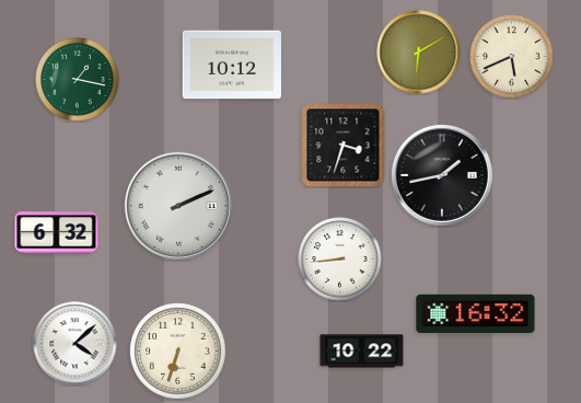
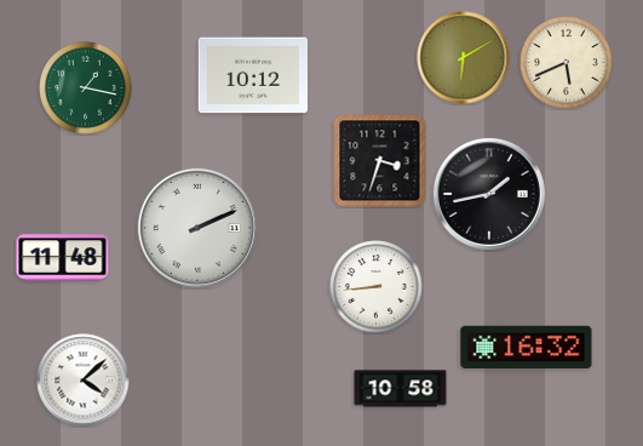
clock at (232, 65) position: (232, 65) -> (253, 75)
clock at (57, 233): 6:32 -> 11:48
clock at (178, 352): 6:33 -> none
clock at (362, 352): 10:22 -> 10:58
